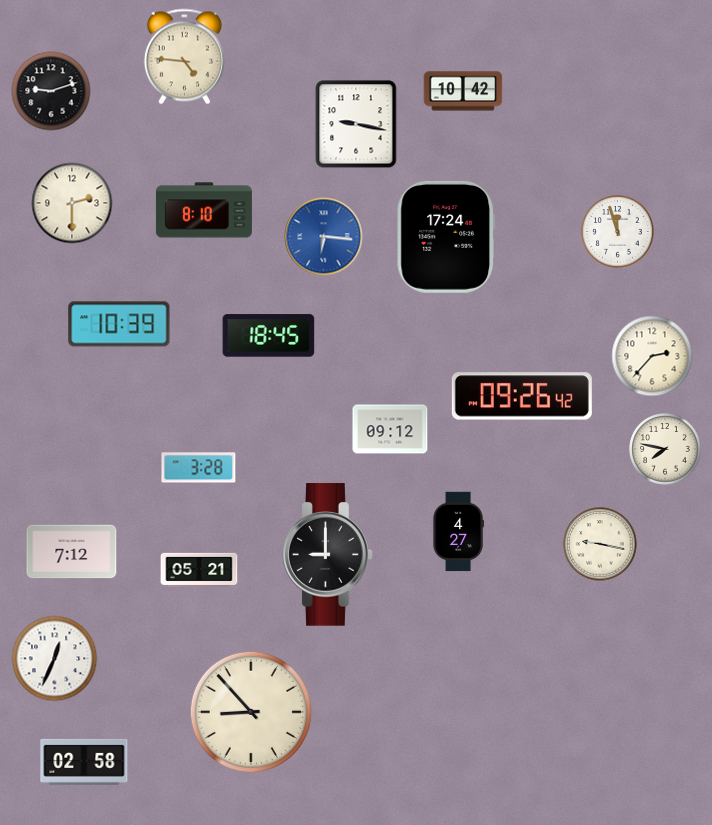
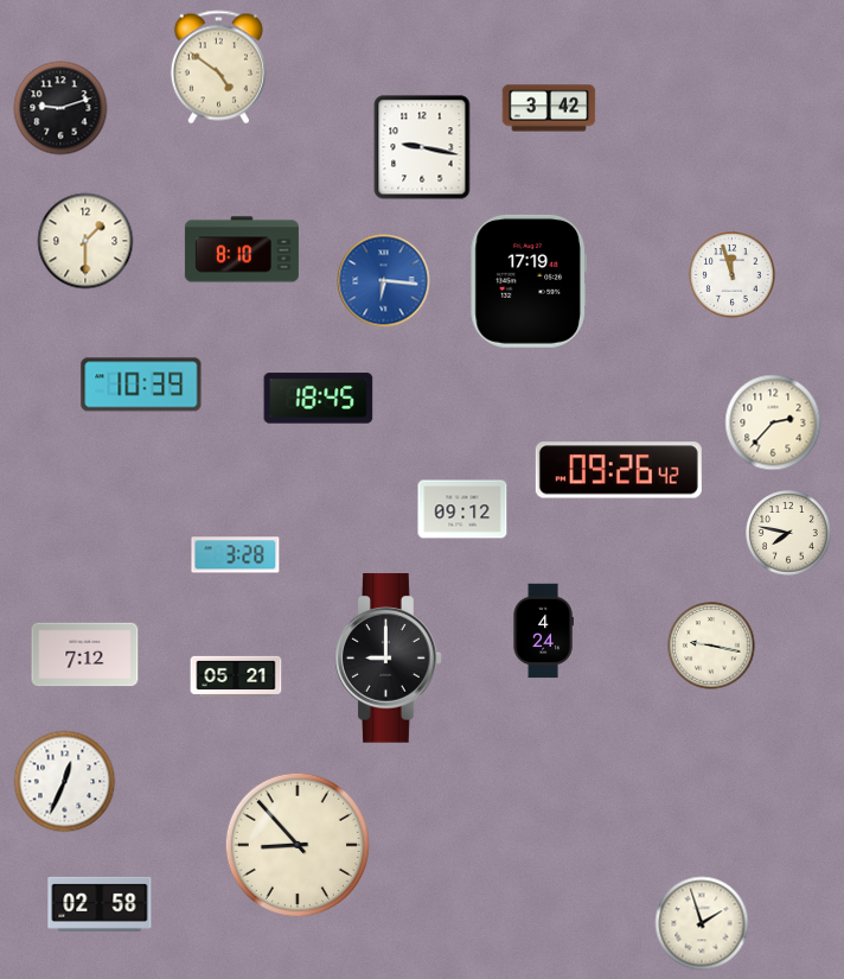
clock at (184, 57): 4:46 -> 4:51
clock at (463, 91): 10:42 -> 3:42
clock at (72, 203): 2:30 -> 1:30
clock at (446, 237): 17:24 -> 17:19
clock at (458, 532): 4:27 -> 4:24
clock at (702, 923): none -> 1:57
